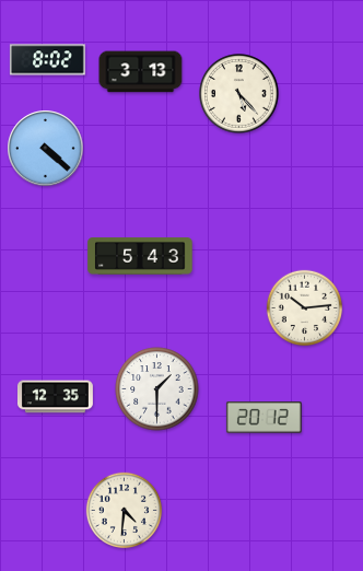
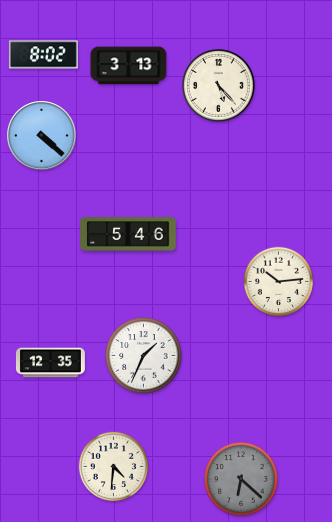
clock at (140, 256): 5:43 -> 5:46
clock at (157, 389): 1:30 -> 1:34
clock at (264, 418): 20:12 -> none
clock at (241, 479): none -> 6:22
